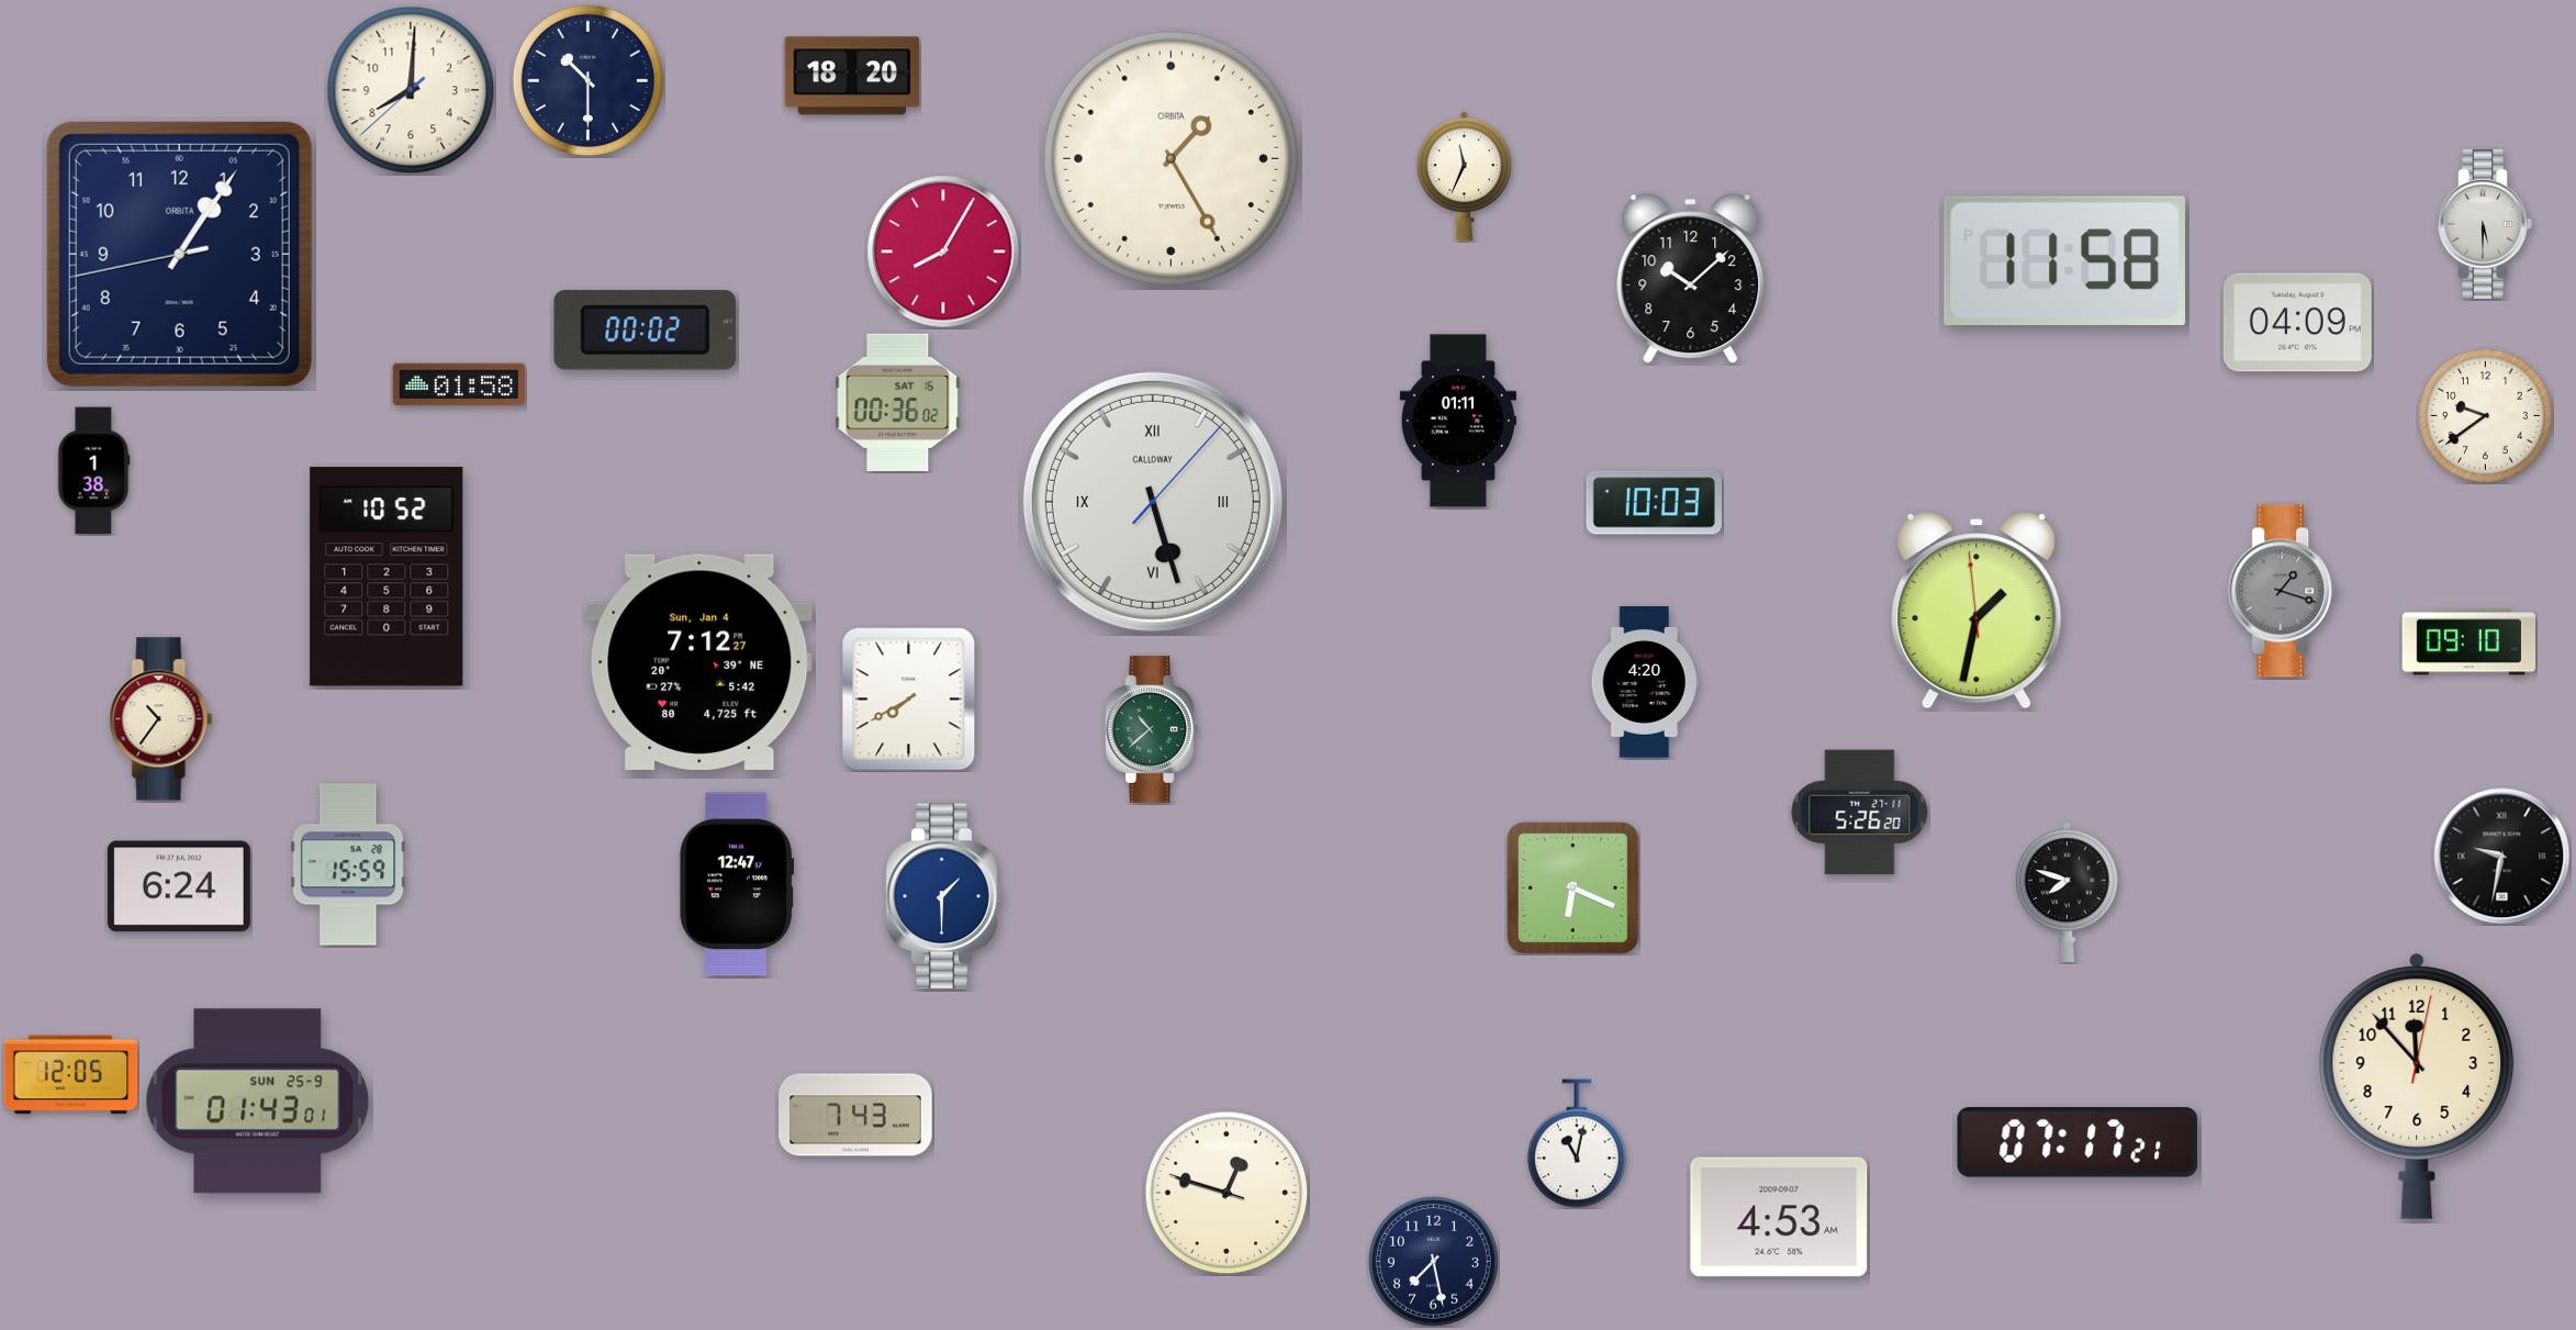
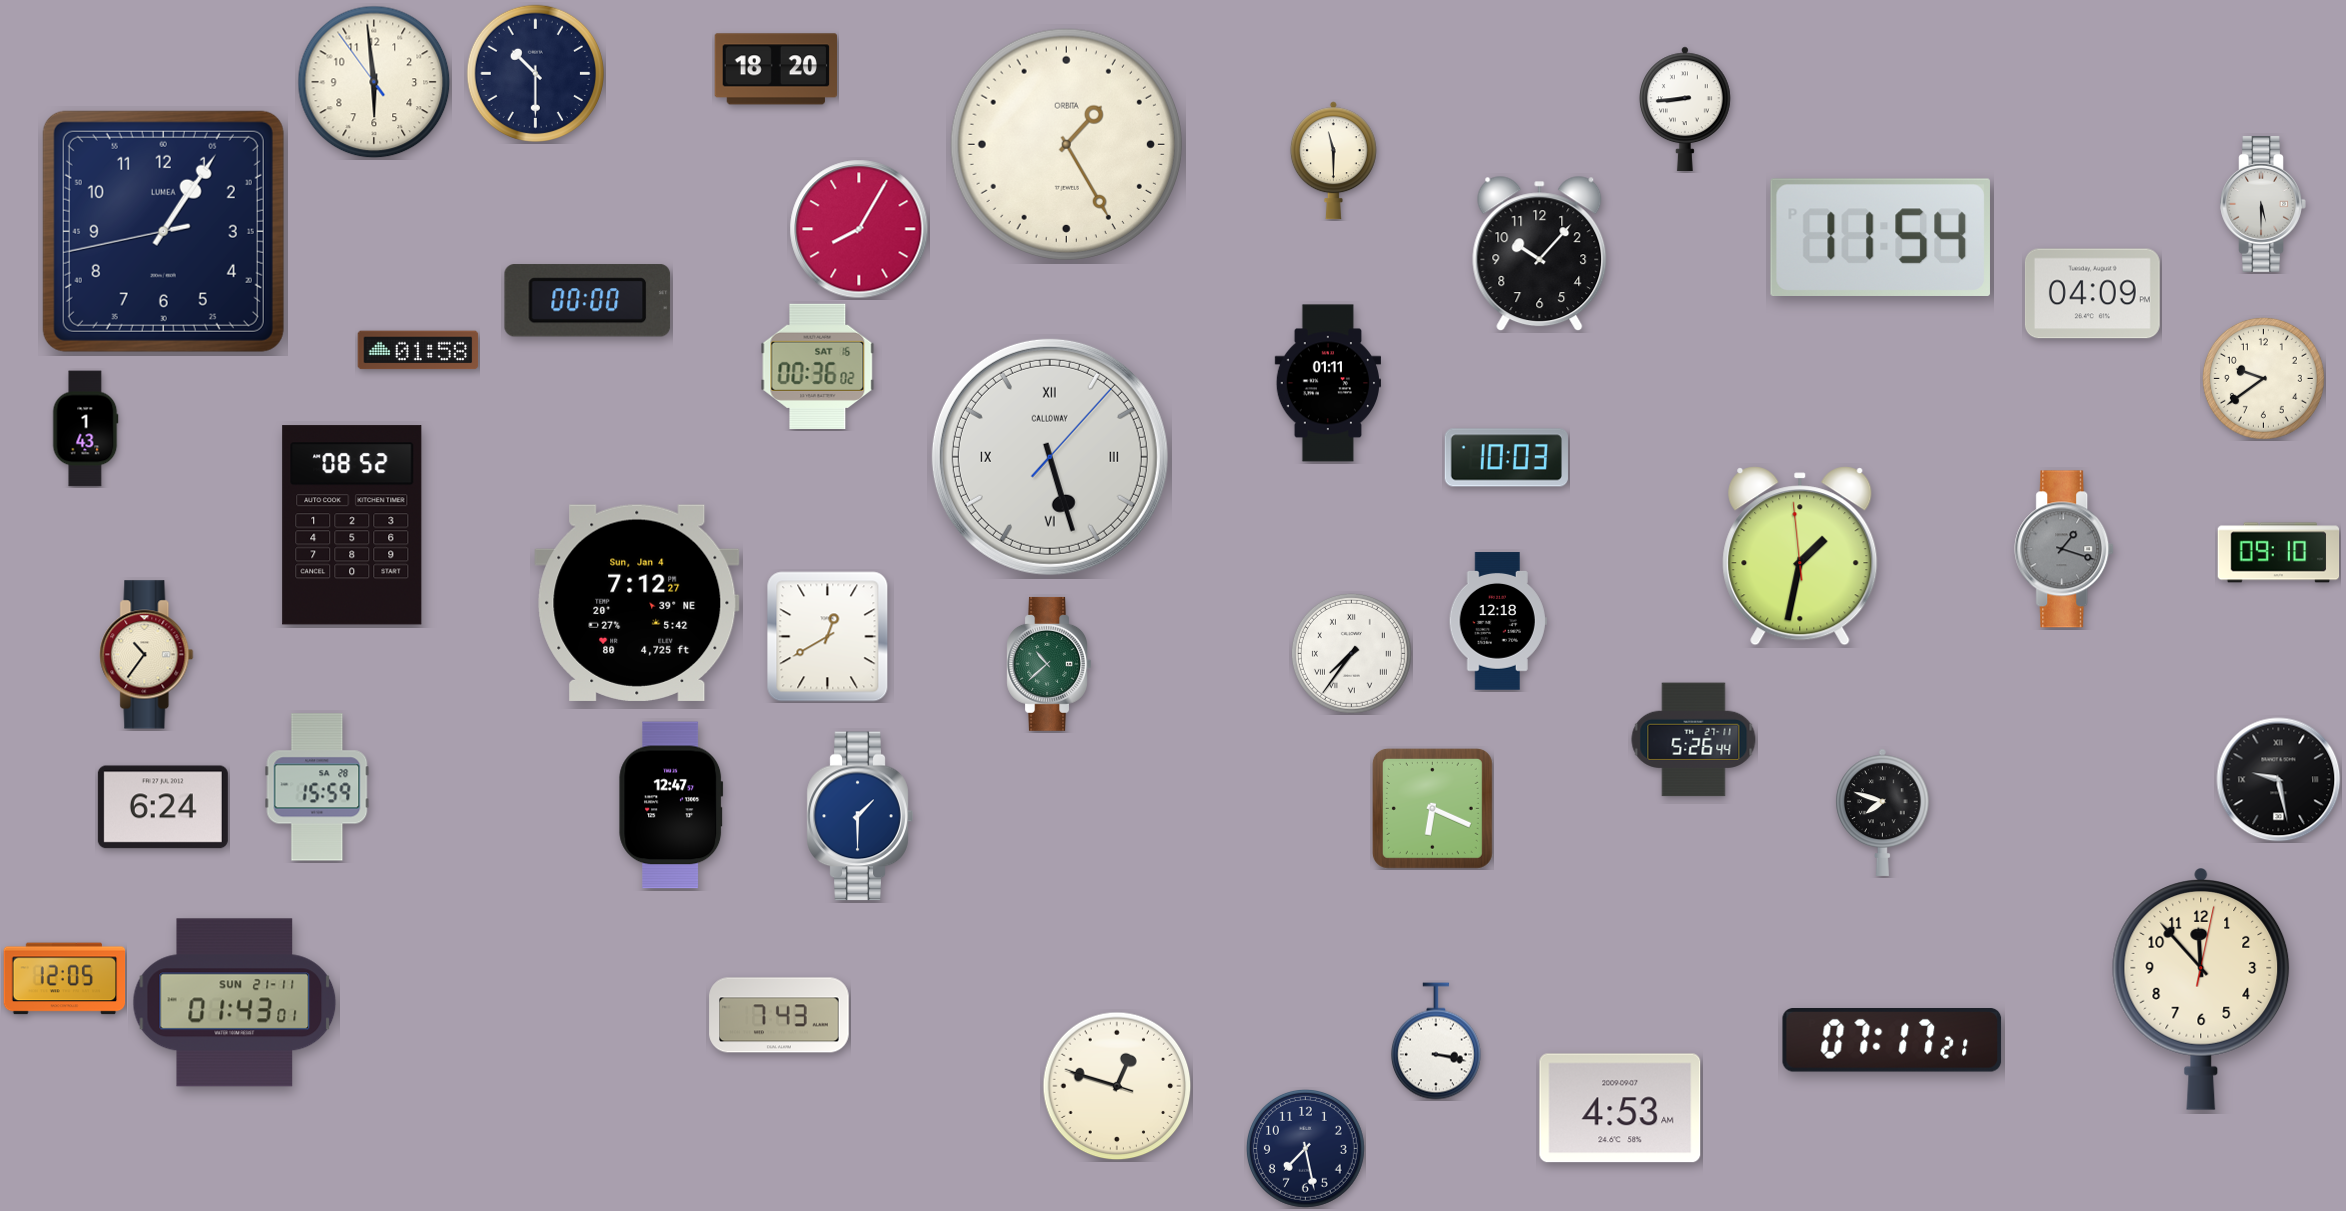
clock at (411, 90): 8:00 -> 5:58
clock at (1686, 109): none -> 8:44
clock at (1464, 177): 11:34 -> 11:30
clock at (179, 254) brand: ORBITA -> LUMEA
clock at (2064, 260): 11:58 -> 11:54
clock at (1691, 279): 10:08 -> 10:07
clock at (646, 331): 00:02 -> 00:00
clock at (94, 471): 1:38 -> 1:43
clock at (387, 577): 10:52 -> 08:52
clock at (2284, 591) position: (2284, 591) -> (2065, 549)
clock at (2469, 642) position: (2469, 642) -> (2279, 553)
clock at (1645, 682): 4:20 -> 12:18
clock at (909, 700): 7:40 -> 12:40
clock at (1351, 653): none -> 7:36
clock at (1860, 813): 5:26:20 -> 5:26:44
clock at (2502, 857): 9:32 -> 9:28
clock at (258, 1102) date: SUN 25-9 -> SUN 21-11
clock at (1577, 1143): 11:02 -> 3:17
